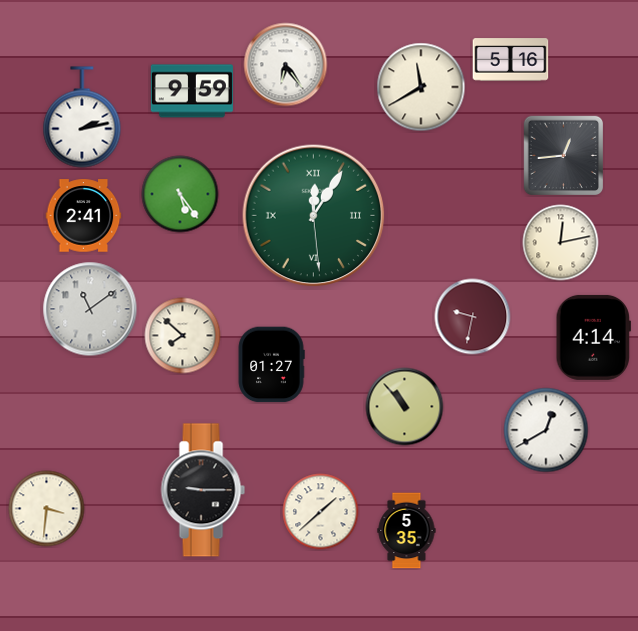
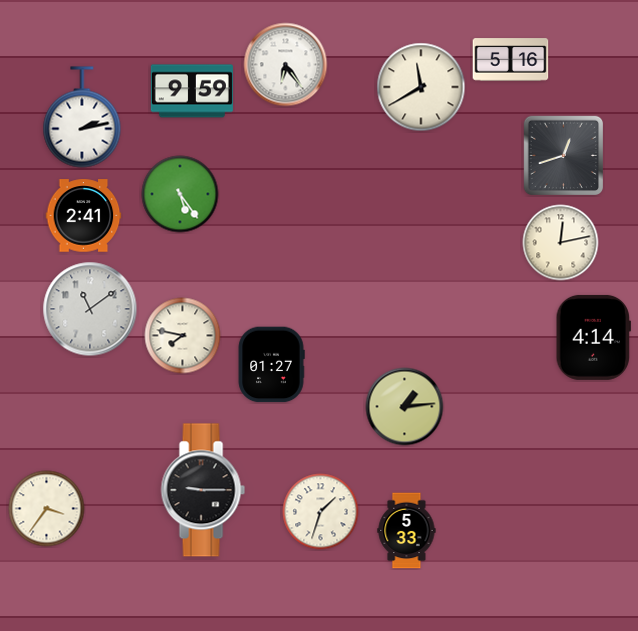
clock at (564, 156): 12:44 -> 12:42
clock at (314, 216): 12:05 -> none
clock at (473, 317): 9:32 -> none
clock at (183, 336): 7:52 -> 7:47
clock at (405, 407): 10:53 -> 1:14
clock at (546, 430): 12:40 -> none
clock at (47, 509): 3:31 -> 3:36
clock at (321, 512): 1:38 -> 1:33
clock at (407, 531): 5:35 -> 5:33
